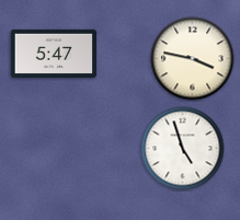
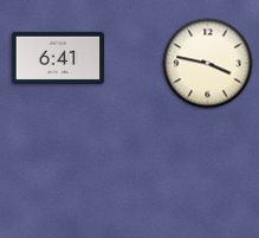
clock at (54, 53): 5:47 -> 6:41
clock at (183, 149): 4:57 -> none
